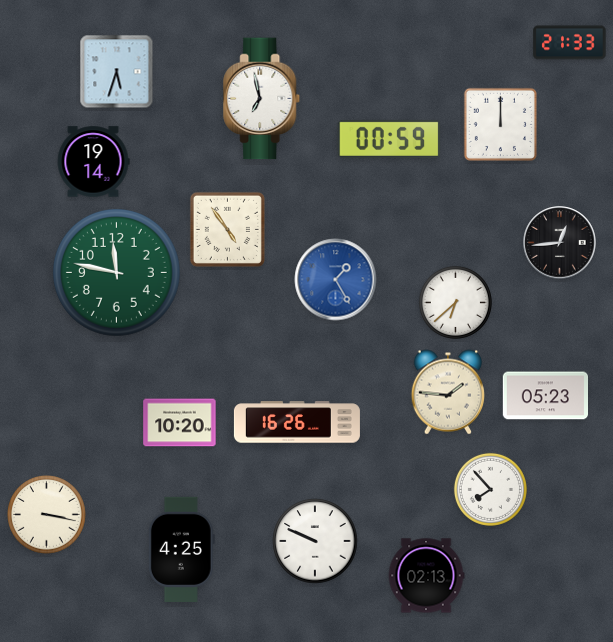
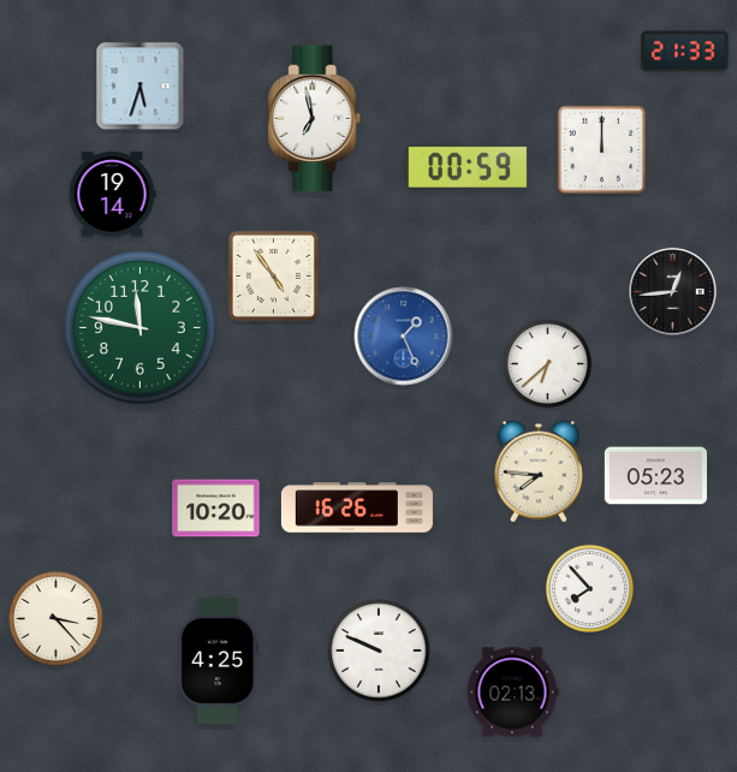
clock at (336, 280): 1:25 -> 1:26
clock at (448, 392): 1:46 -> 7:46
clock at (47, 515): 3:17 -> 3:23
